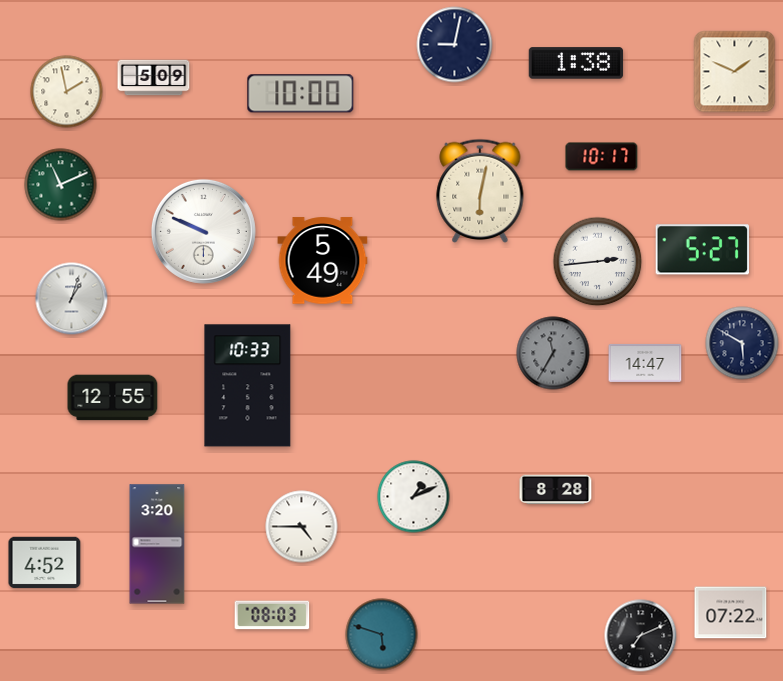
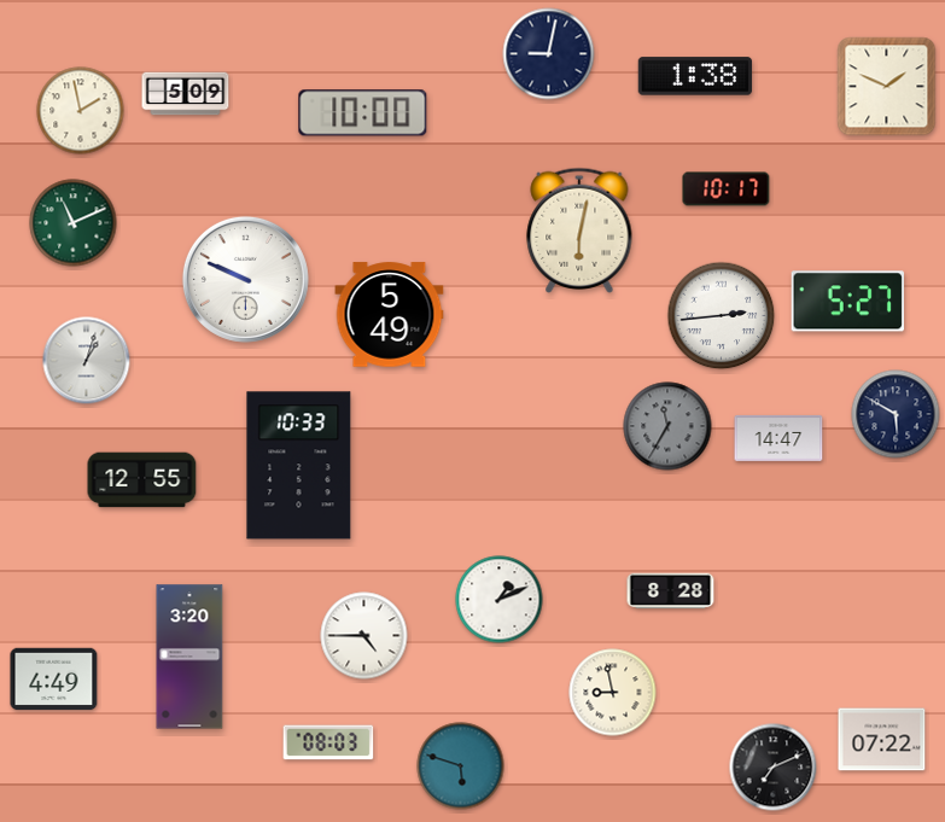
clock at (113, 398) position: (113, 398) -> (142, 480)
clock at (45, 563): 4:52 -> 4:49
clock at (613, 693): none -> 8:58
